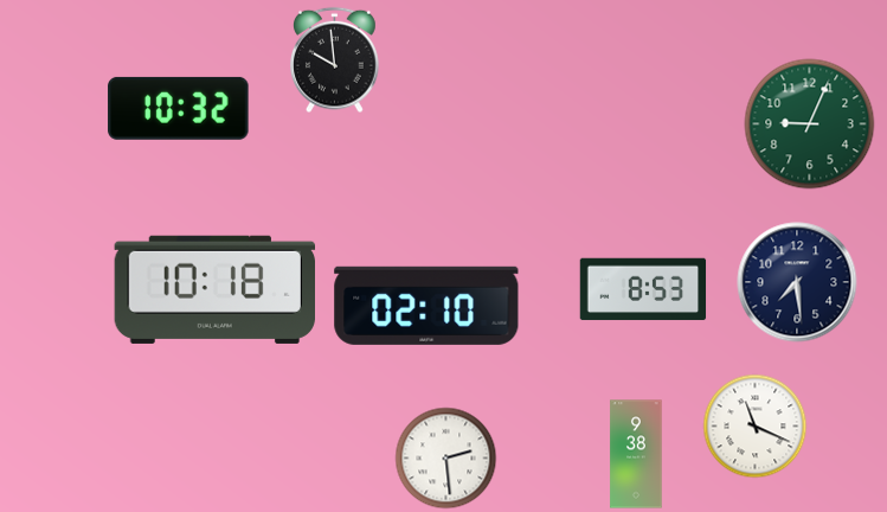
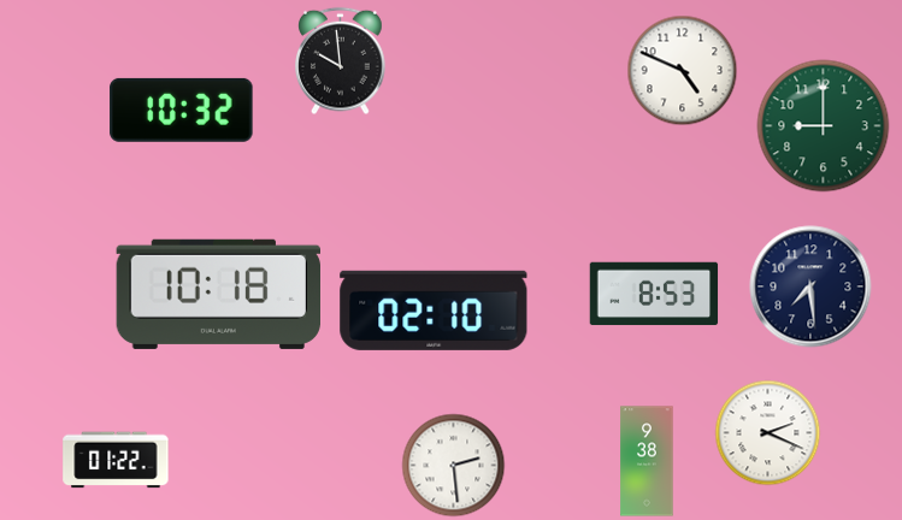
clock at (683, 71): none -> 4:49
clock at (810, 124): 9:04 -> 9:00
clock at (756, 427): 11:19 -> 2:19
clock at (116, 460): none -> 01:22
